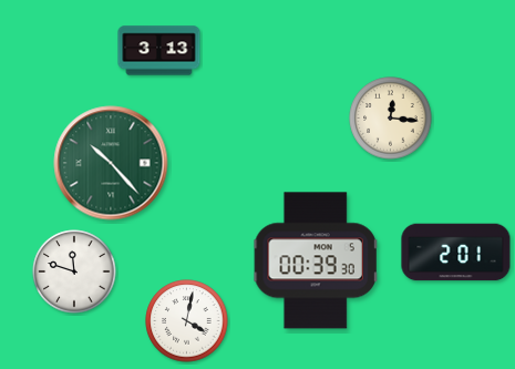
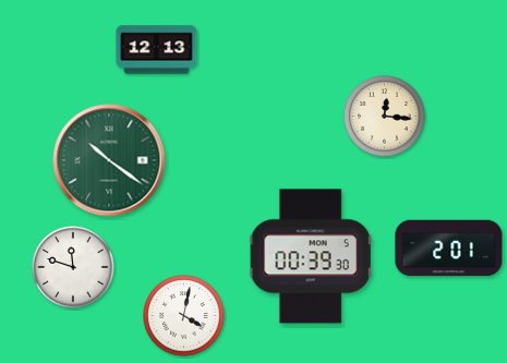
clock at (159, 51): 3:13 -> 12:13
clock at (111, 163): 10:23 -> 10:21
